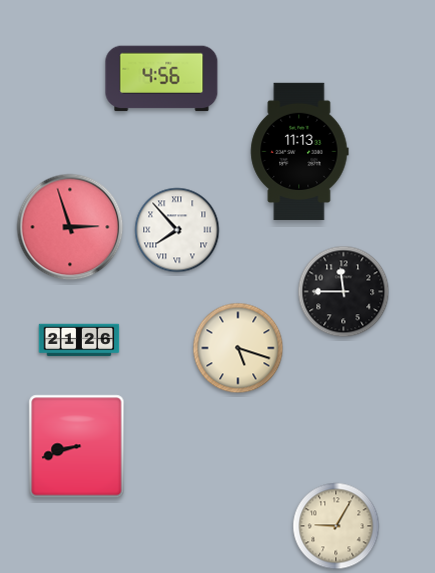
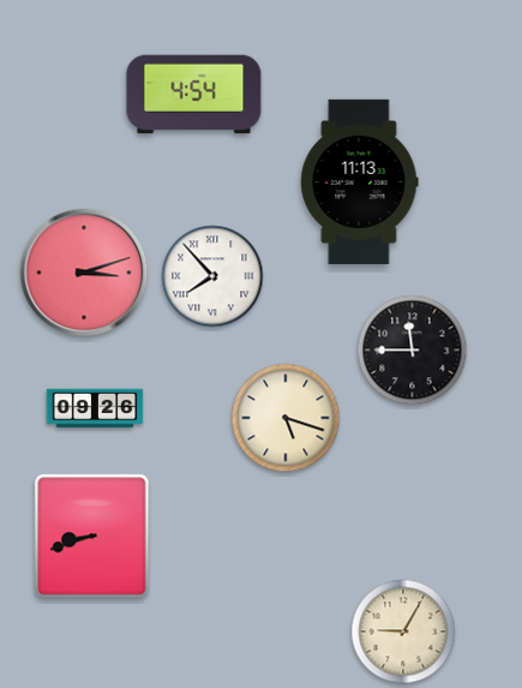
clock at (162, 79): 4:56 -> 4:54
clock at (70, 227): 2:57 -> 3:12
clock at (79, 340): 21:26 -> 09:26
